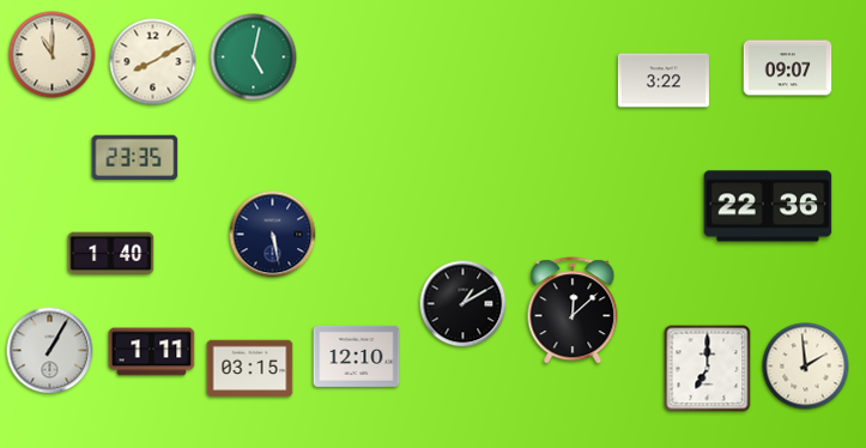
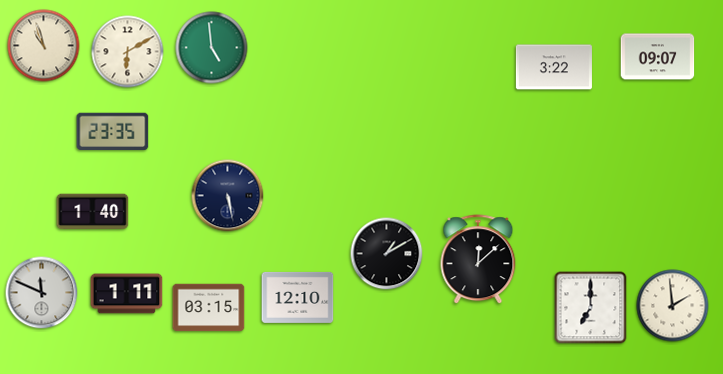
clock at (53, 55): 11:00 -> 10:57
clock at (254, 57): 5:02 -> 4:59
clock at (153, 62): 8:10 -> 6:10
clock at (768, 206): 22:36 -> none
clock at (50, 351): 1:05 -> 11:49
